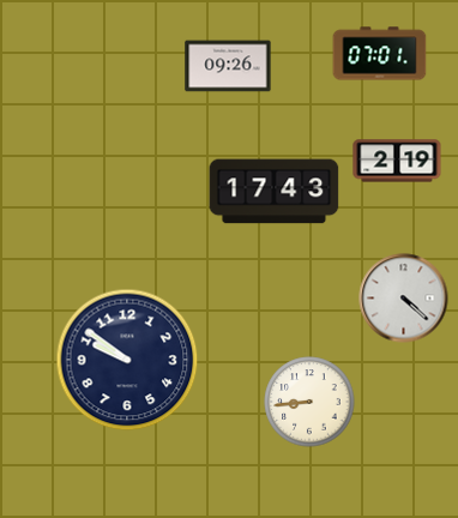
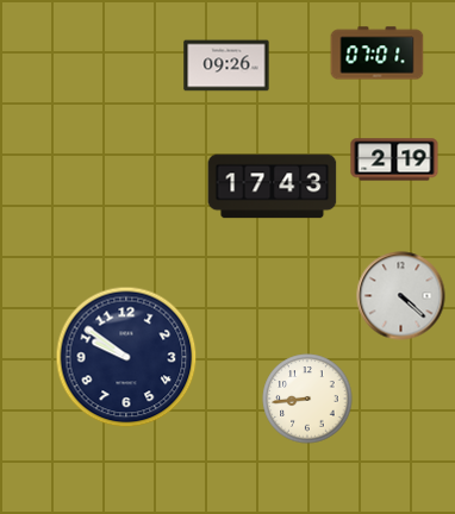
clock at (275, 192) position: (275, 192) -> (273, 187)
